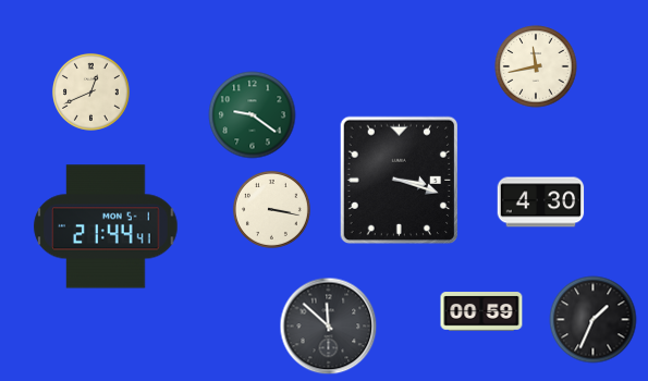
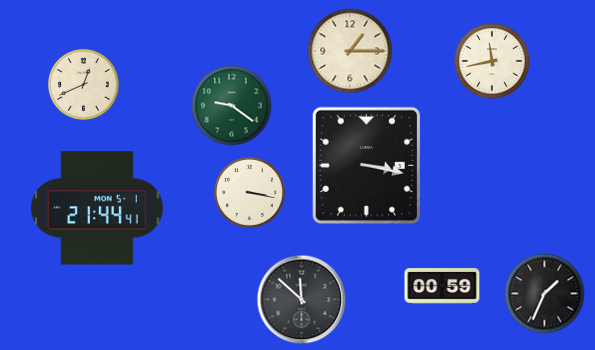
clock at (350, 51): none -> 1:15
clock at (400, 181): 3:18 -> 3:17
clock at (541, 202): 4:30 -> none
